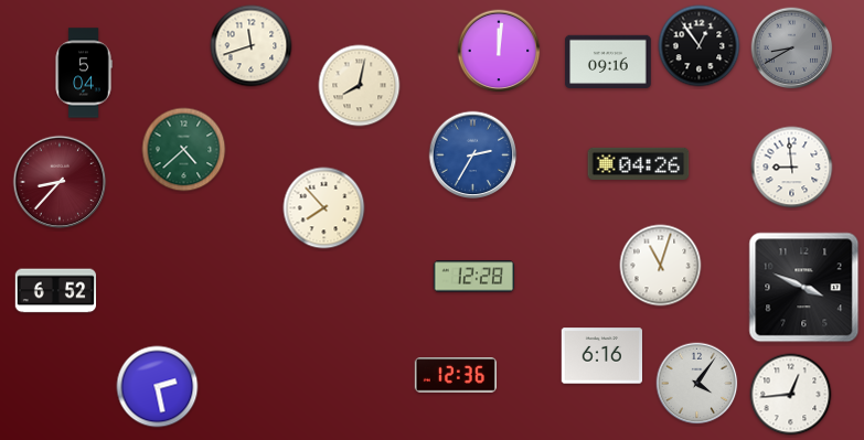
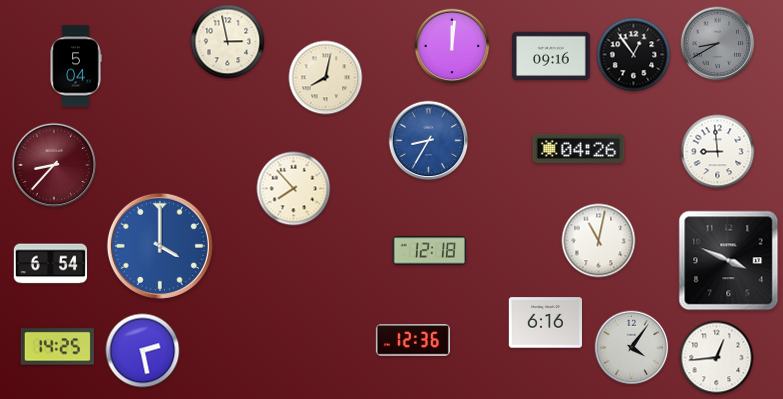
clock at (252, 46): 11:42 -> 2:58
clock at (700, 46) position: (700, 46) -> (634, 55)
clock at (184, 150): 4:38 -> none
clock at (473, 155): 2:35 -> 8:35
clock at (661, 266): 11:03 -> 11:02
clock at (160, 246): none -> 4:00
clock at (473, 277): 12:28 -> 12:18
clock at (55, 291): 6:52 -> 6:54
clock at (57, 347): none -> 14:25
